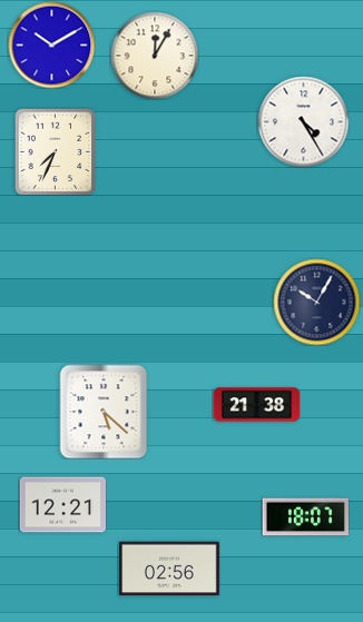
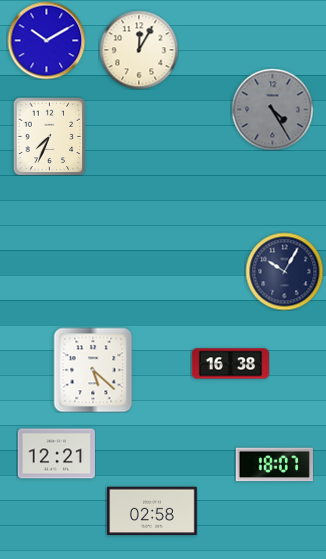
clock at (303, 121) dial: white -> grey
clock at (256, 405): 21:38 -> 16:38
clock at (169, 569): 02:56 -> 02:58
